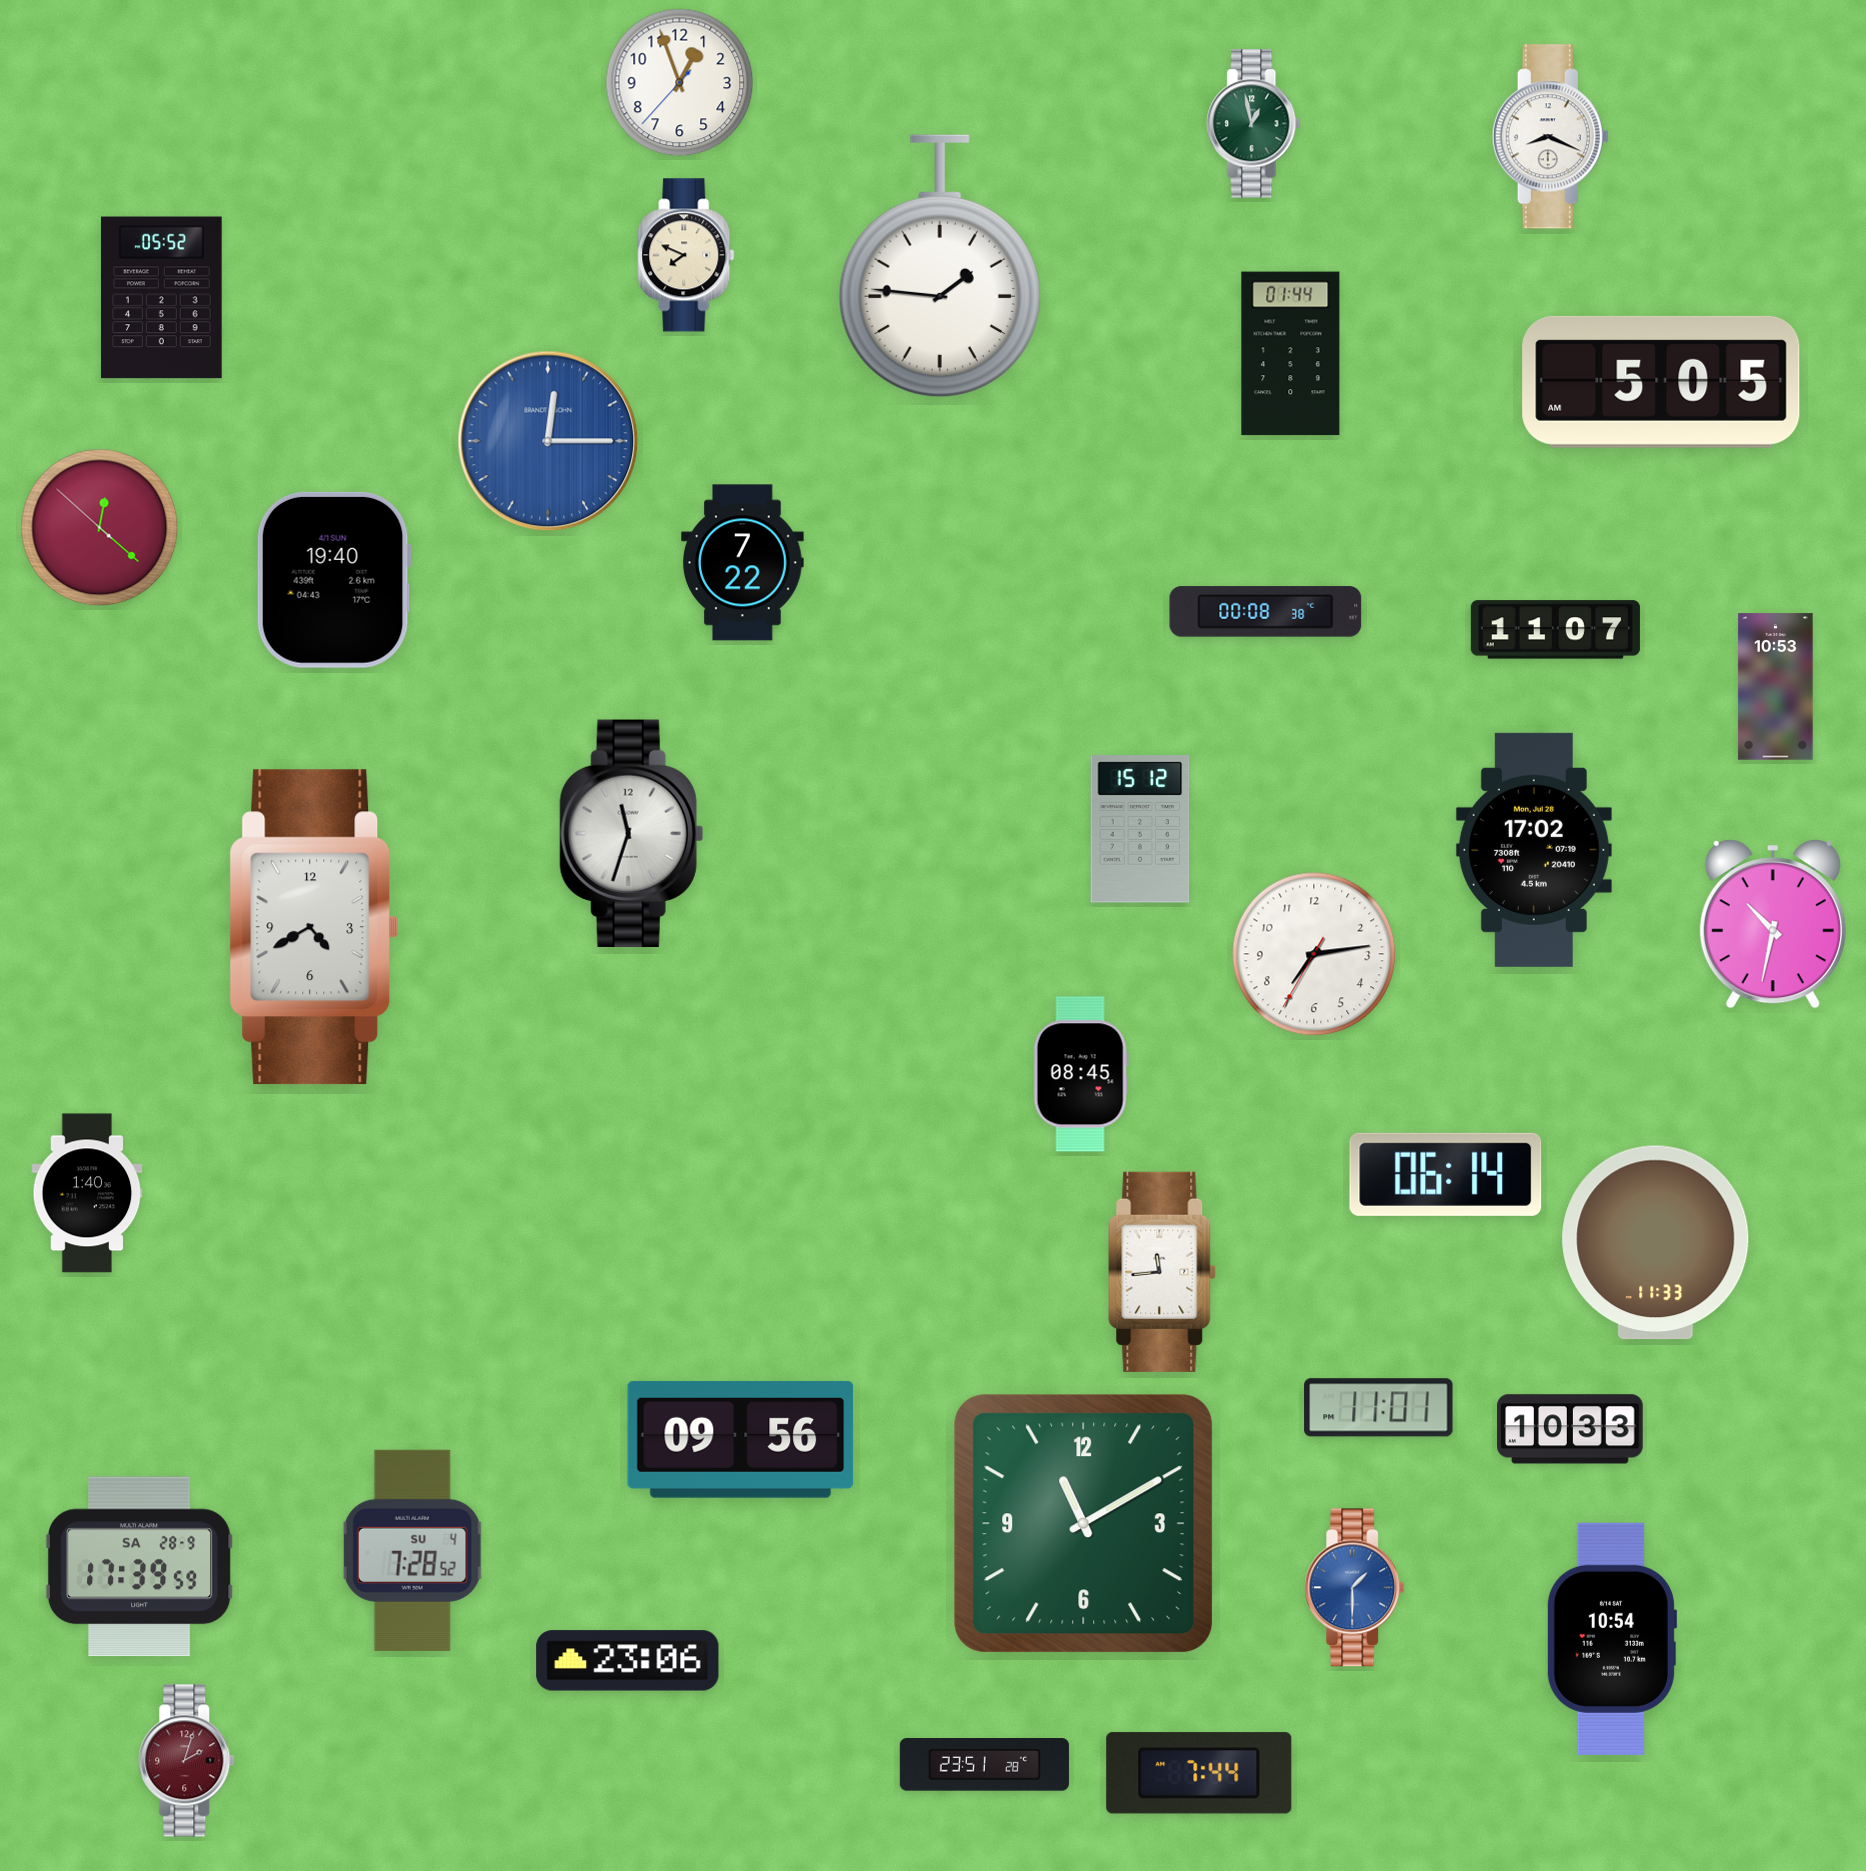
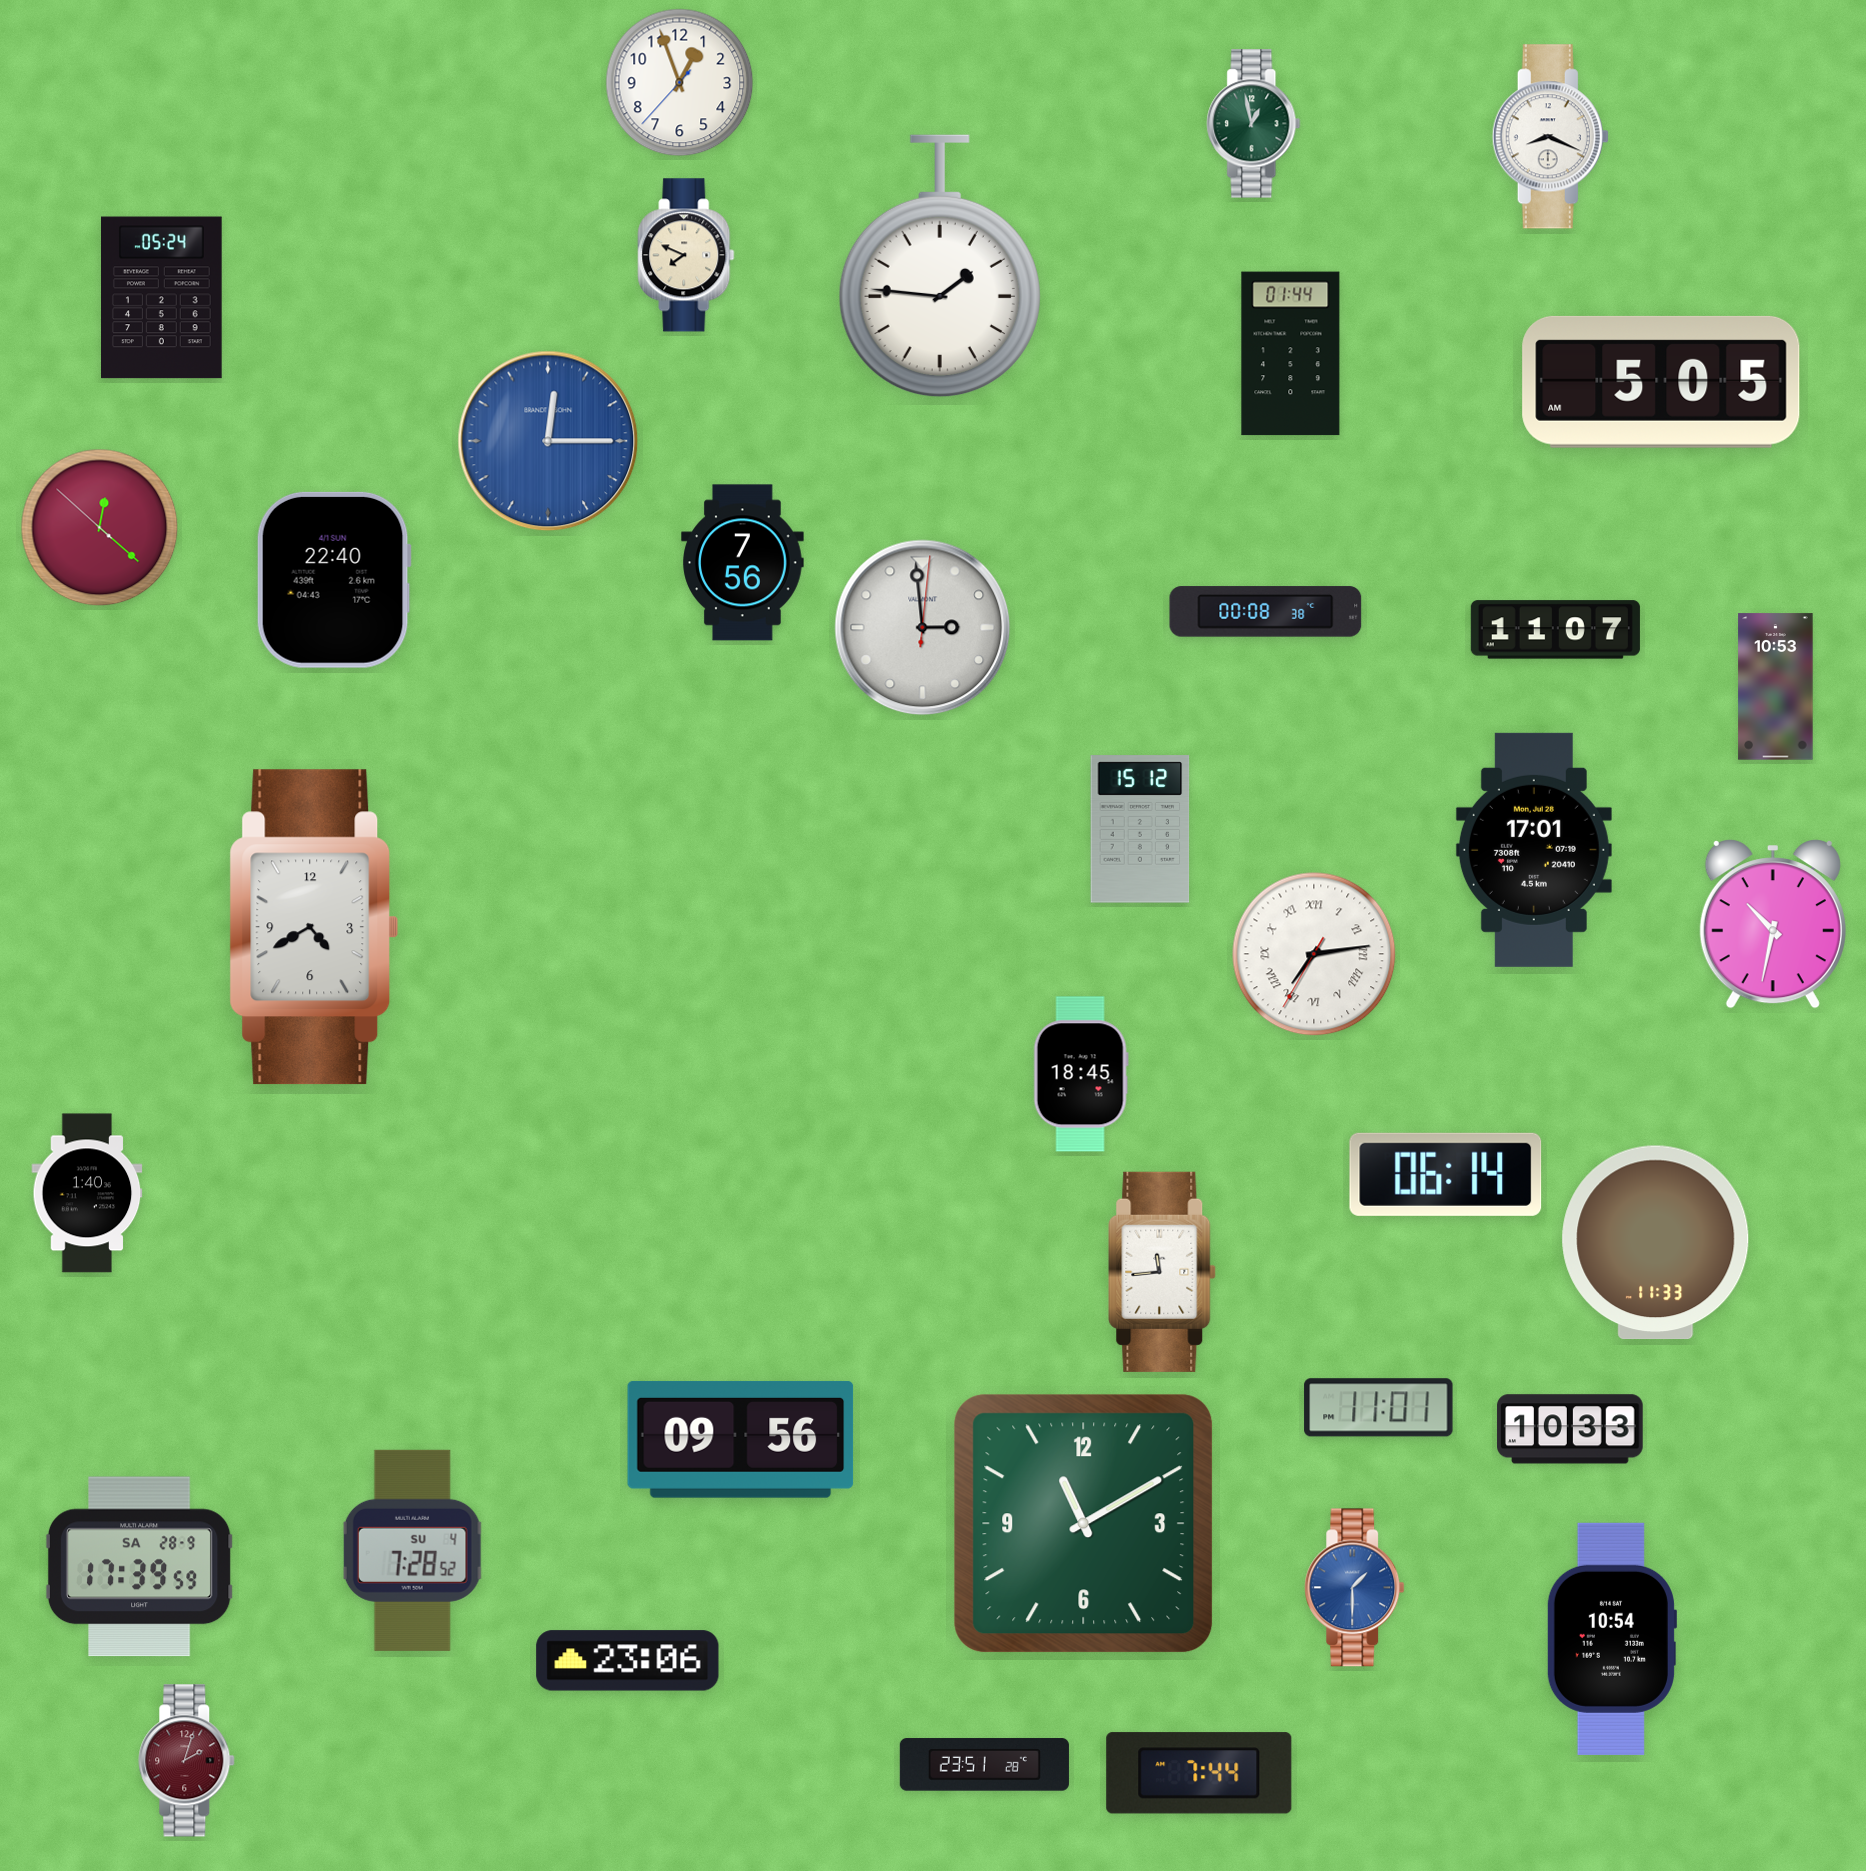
clock at (162, 298): 05:52 -> 05:24
clock at (743, 563): 7:22 -> 7:56
clock at (334, 580): 19:40 -> 22:40
clock at (923, 628): none -> 2:59
clock at (631, 833): 11:33 -> none
clock at (1534, 850): 17:02 -> 17:01
clock at (1314, 954) numerals: Arabic -> Roman
clock at (1081, 1074): 08:45 -> 18:45
